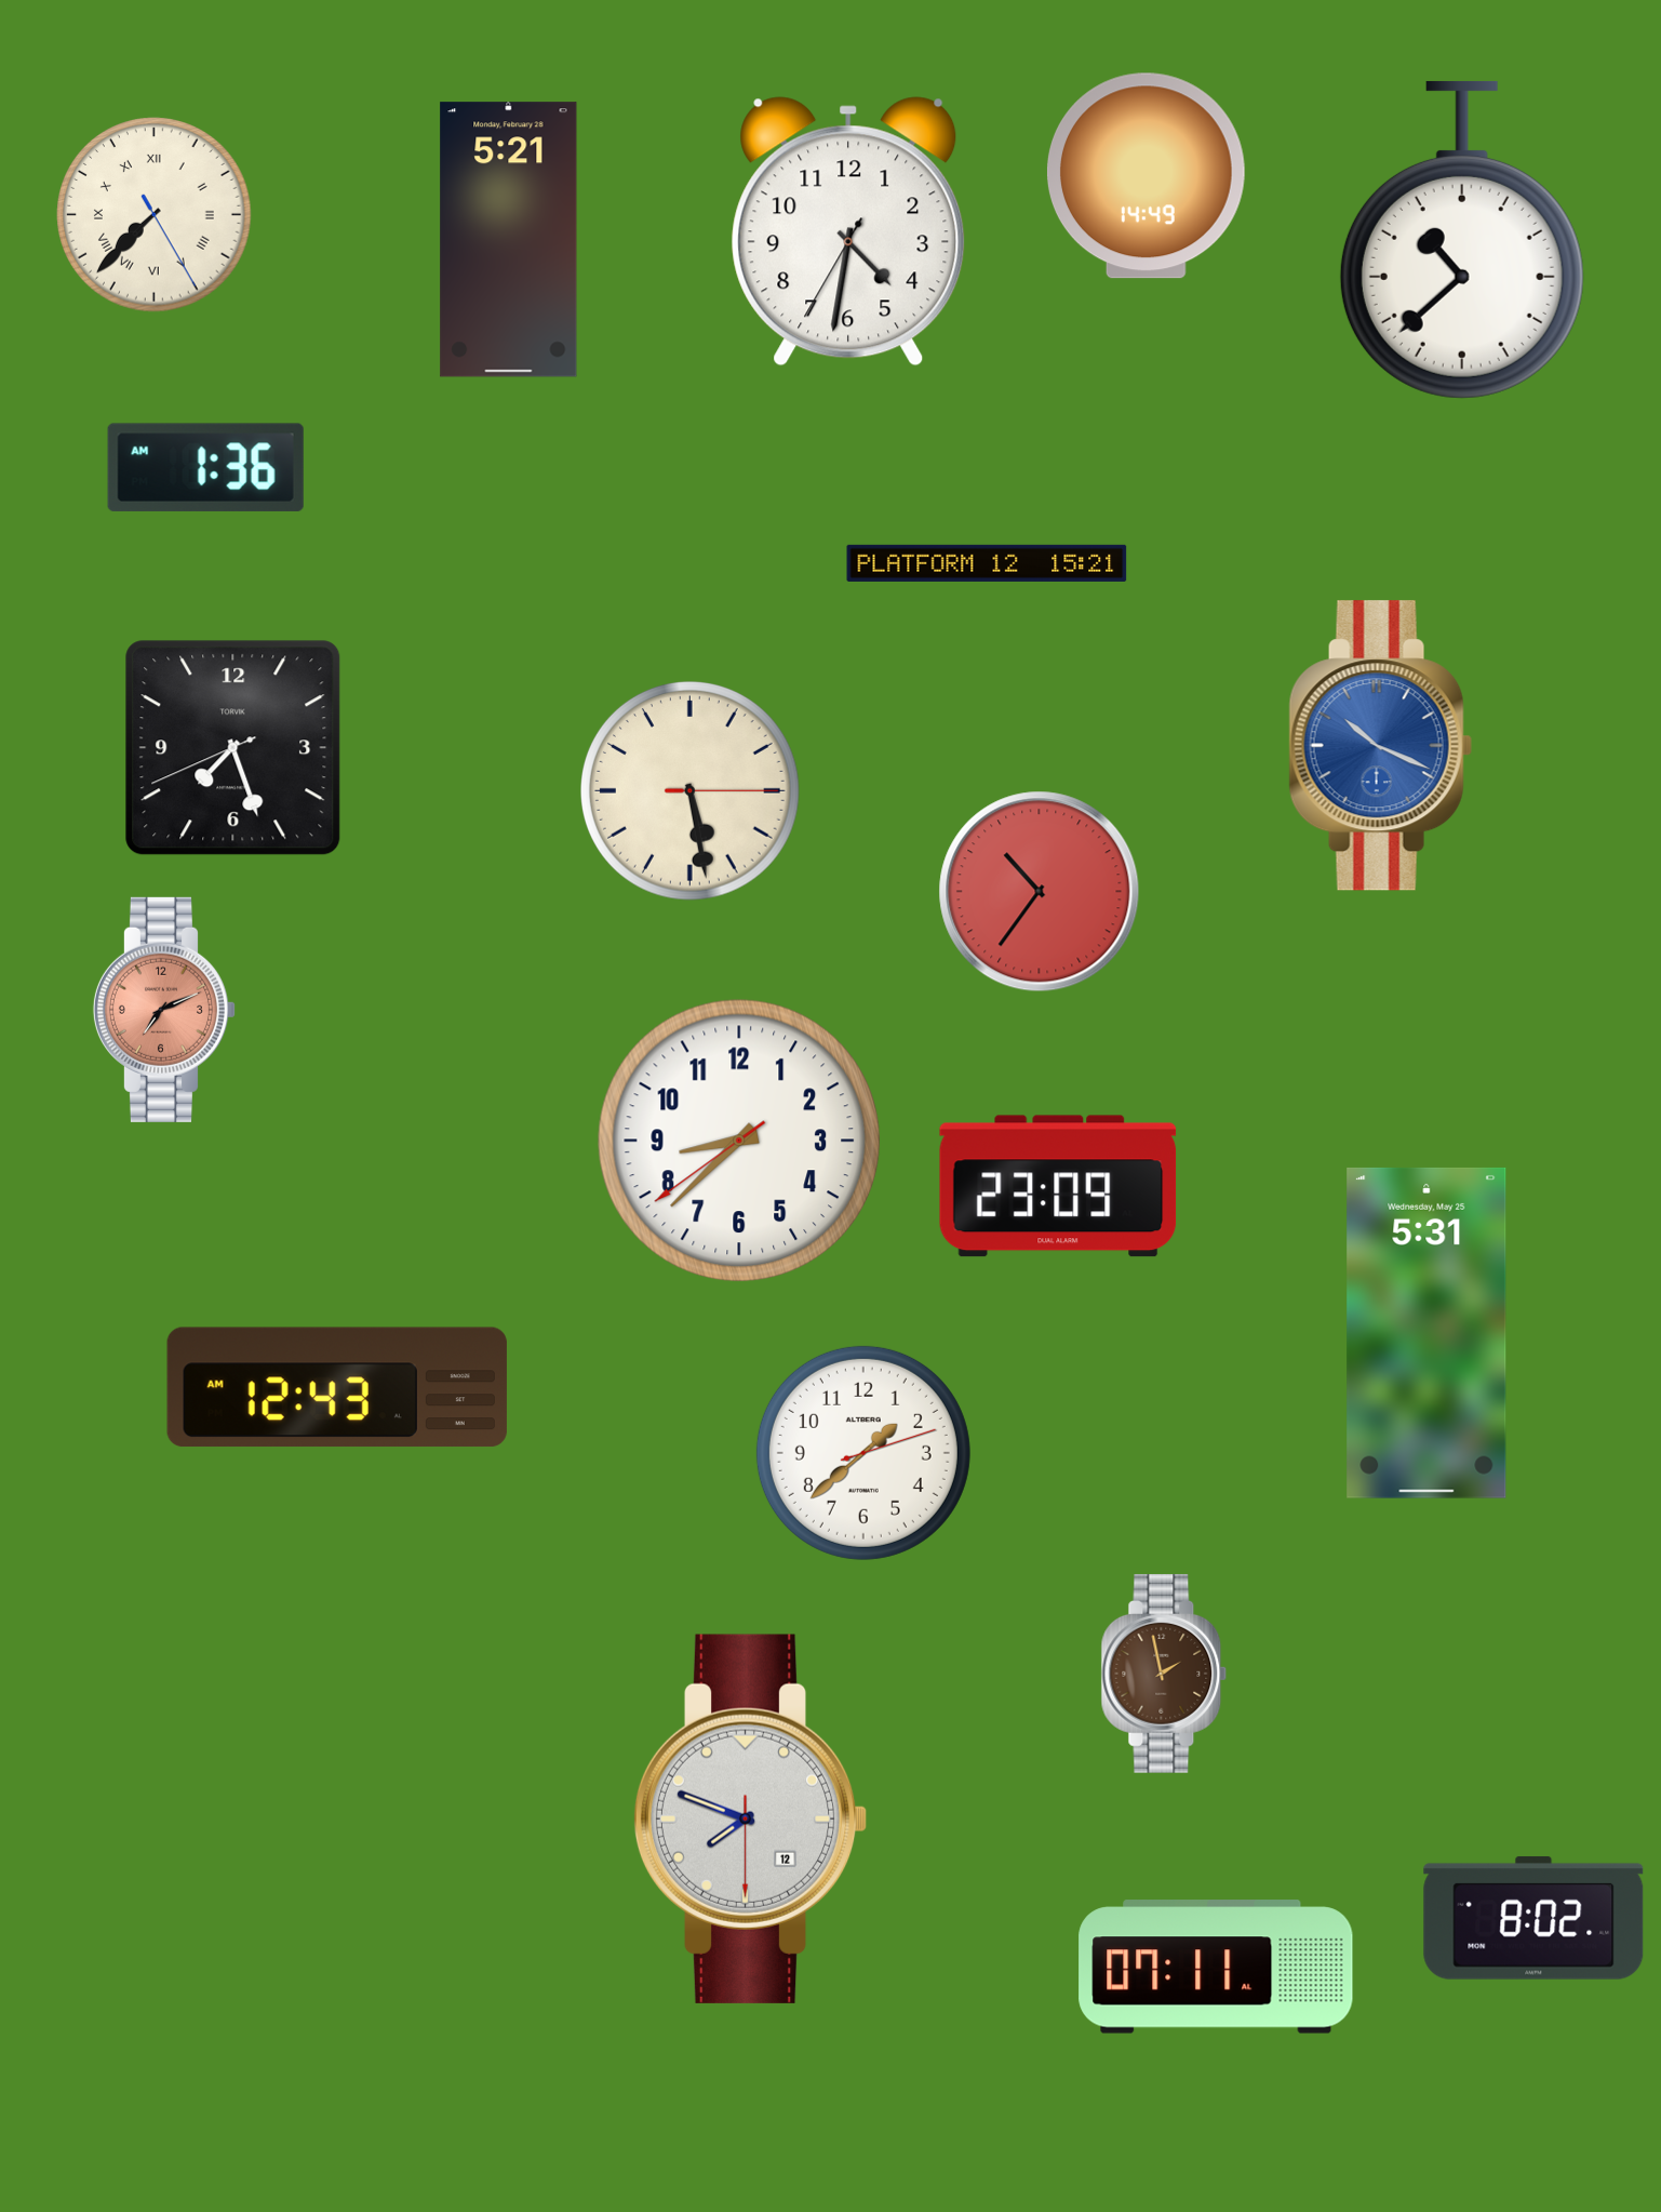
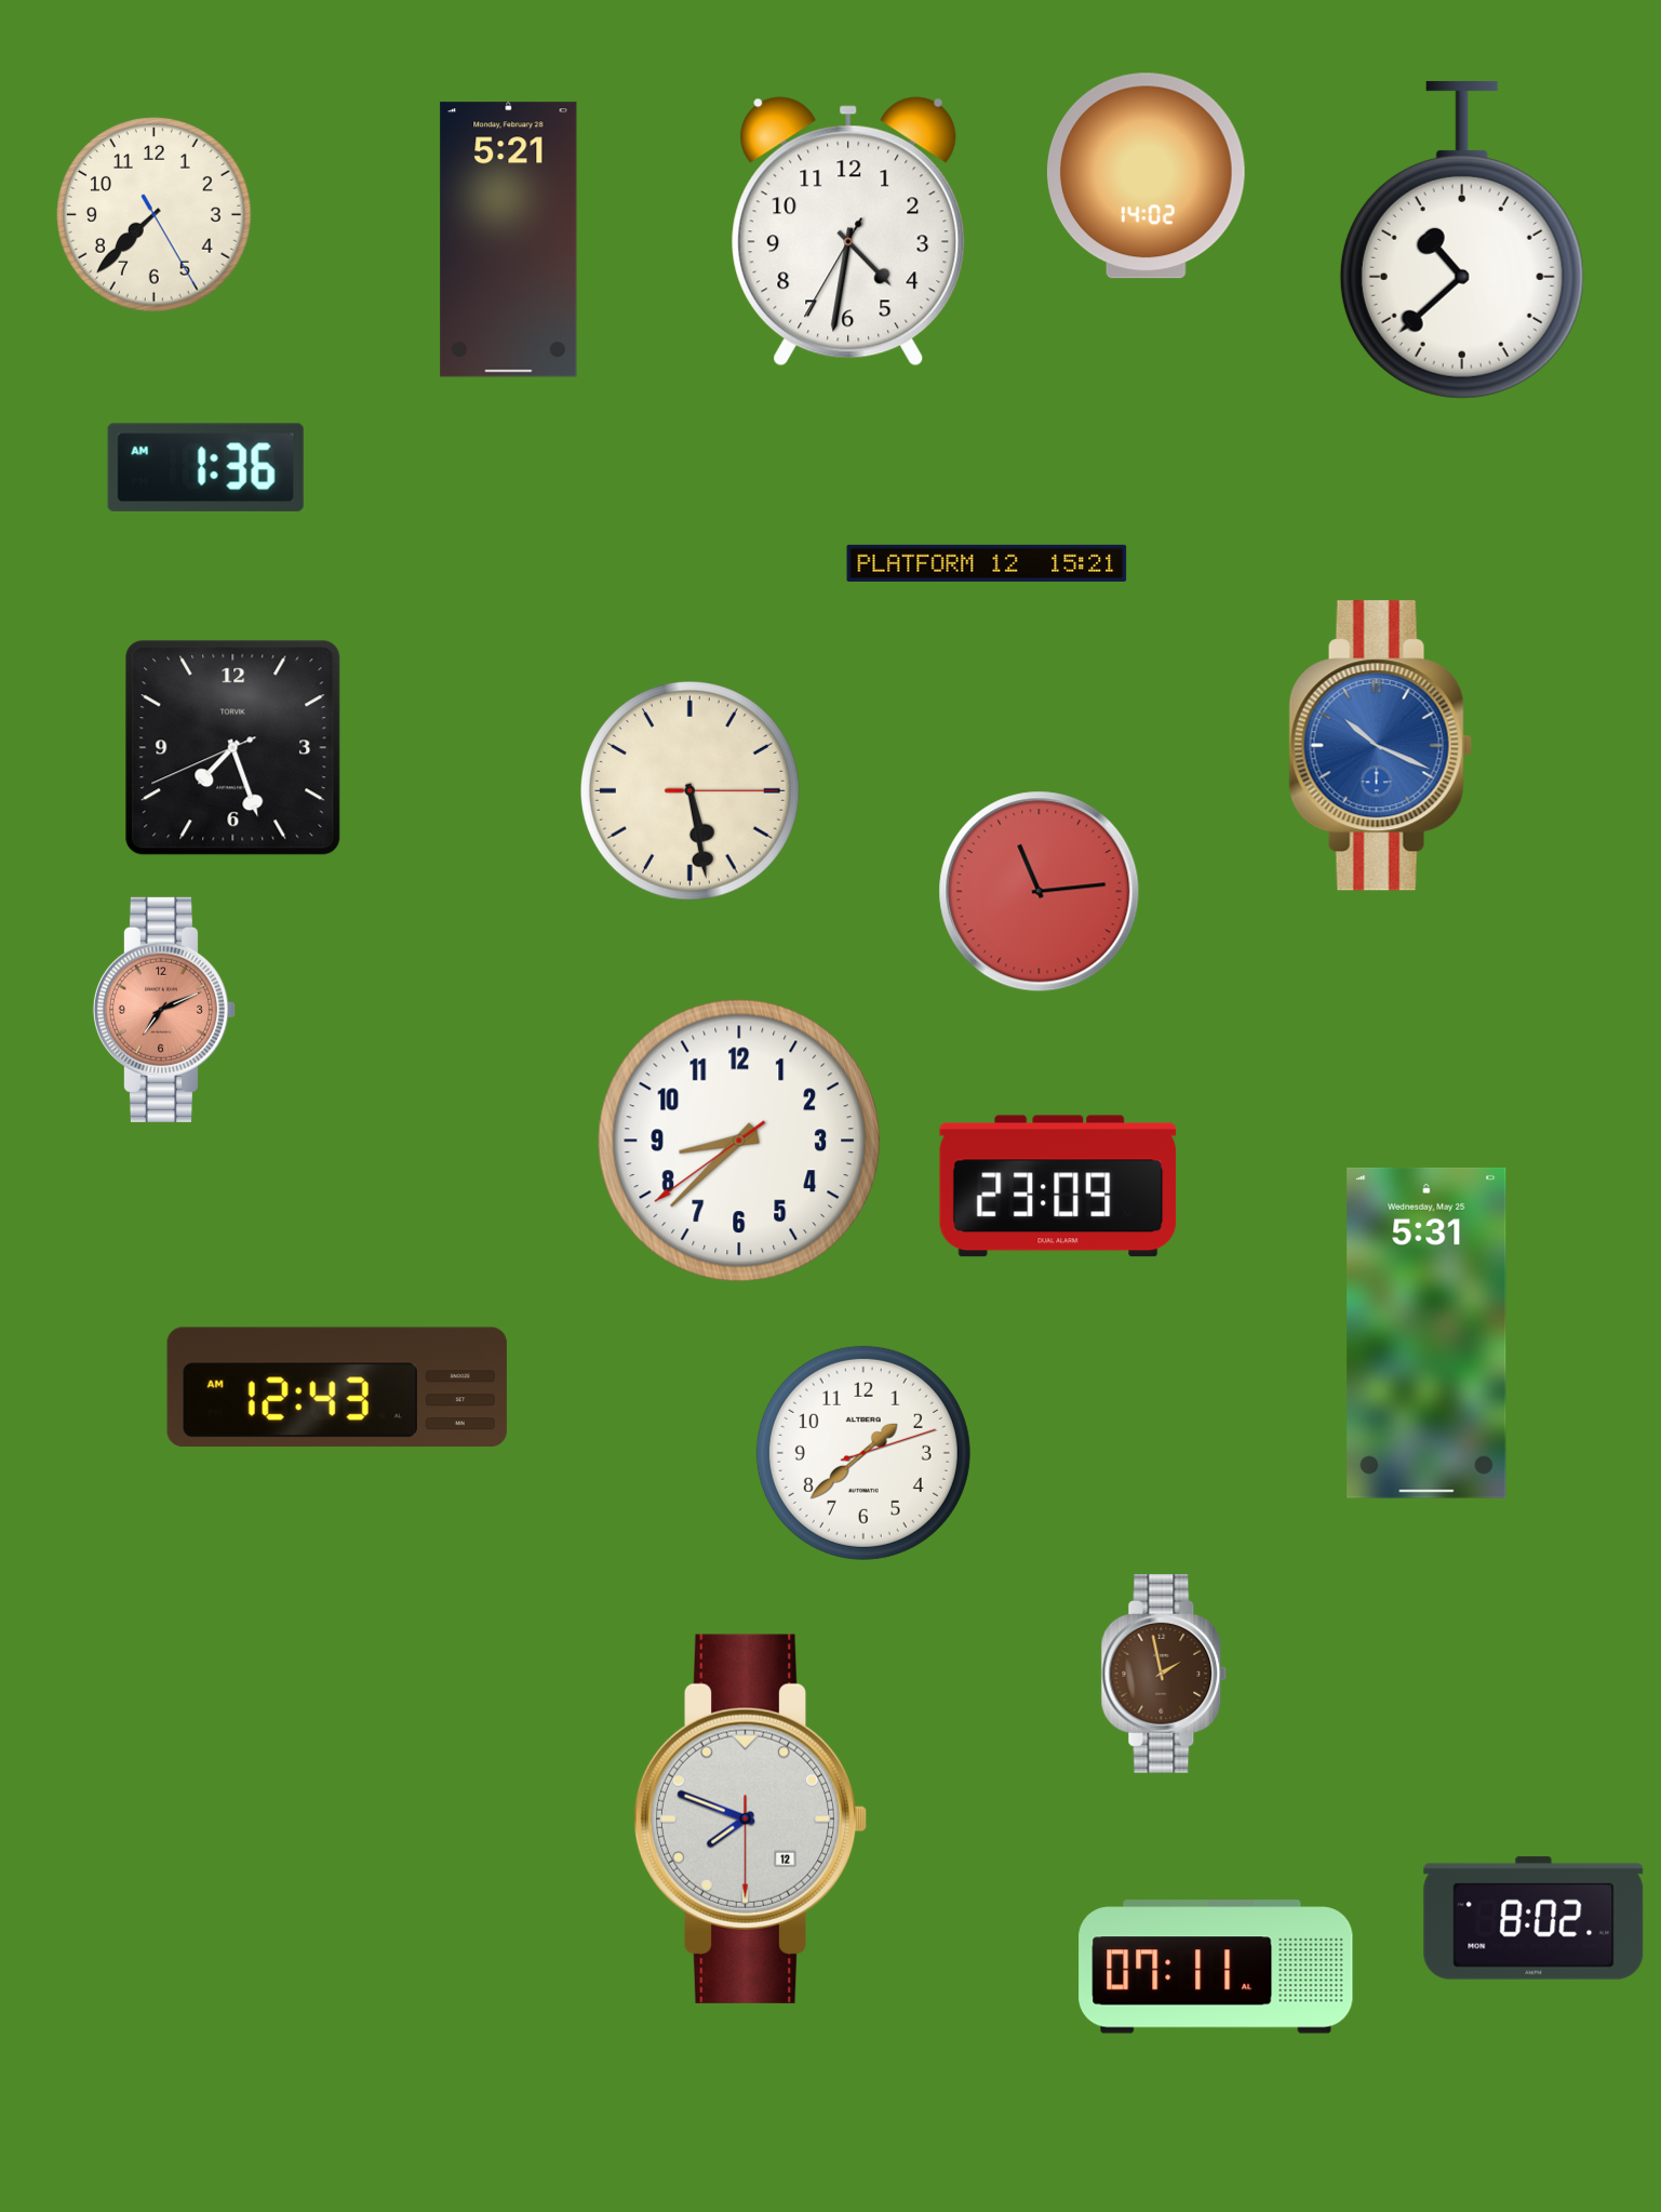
clock at (1146, 176): 14:49 -> 14:02
clock at (155, 215) numerals: Roman -> Arabic
clock at (1040, 892): 10:36 -> 11:14
